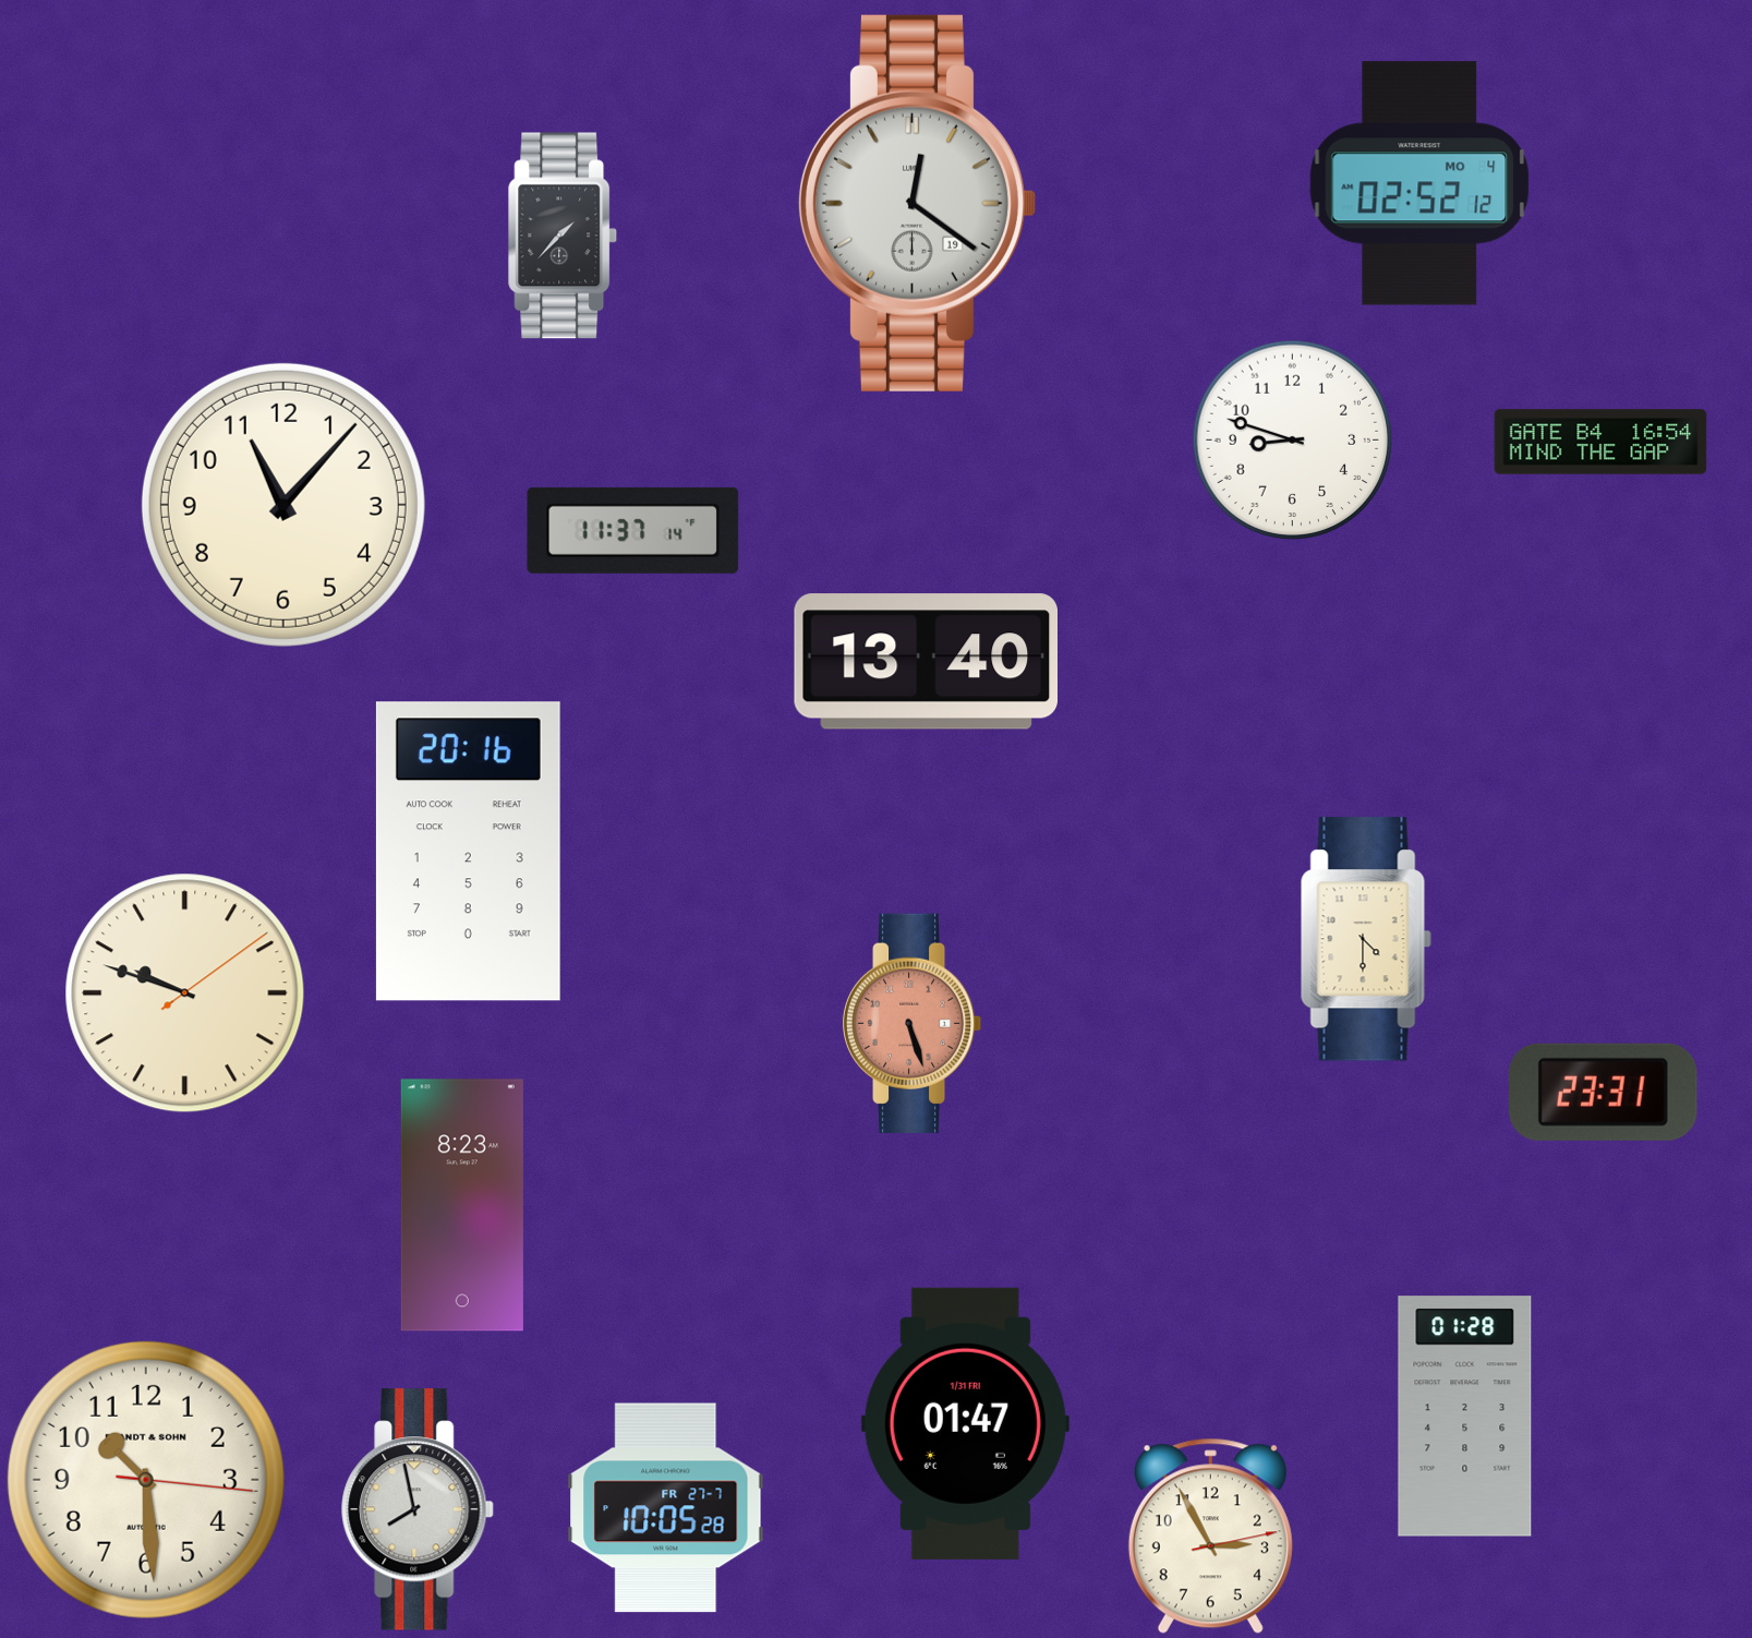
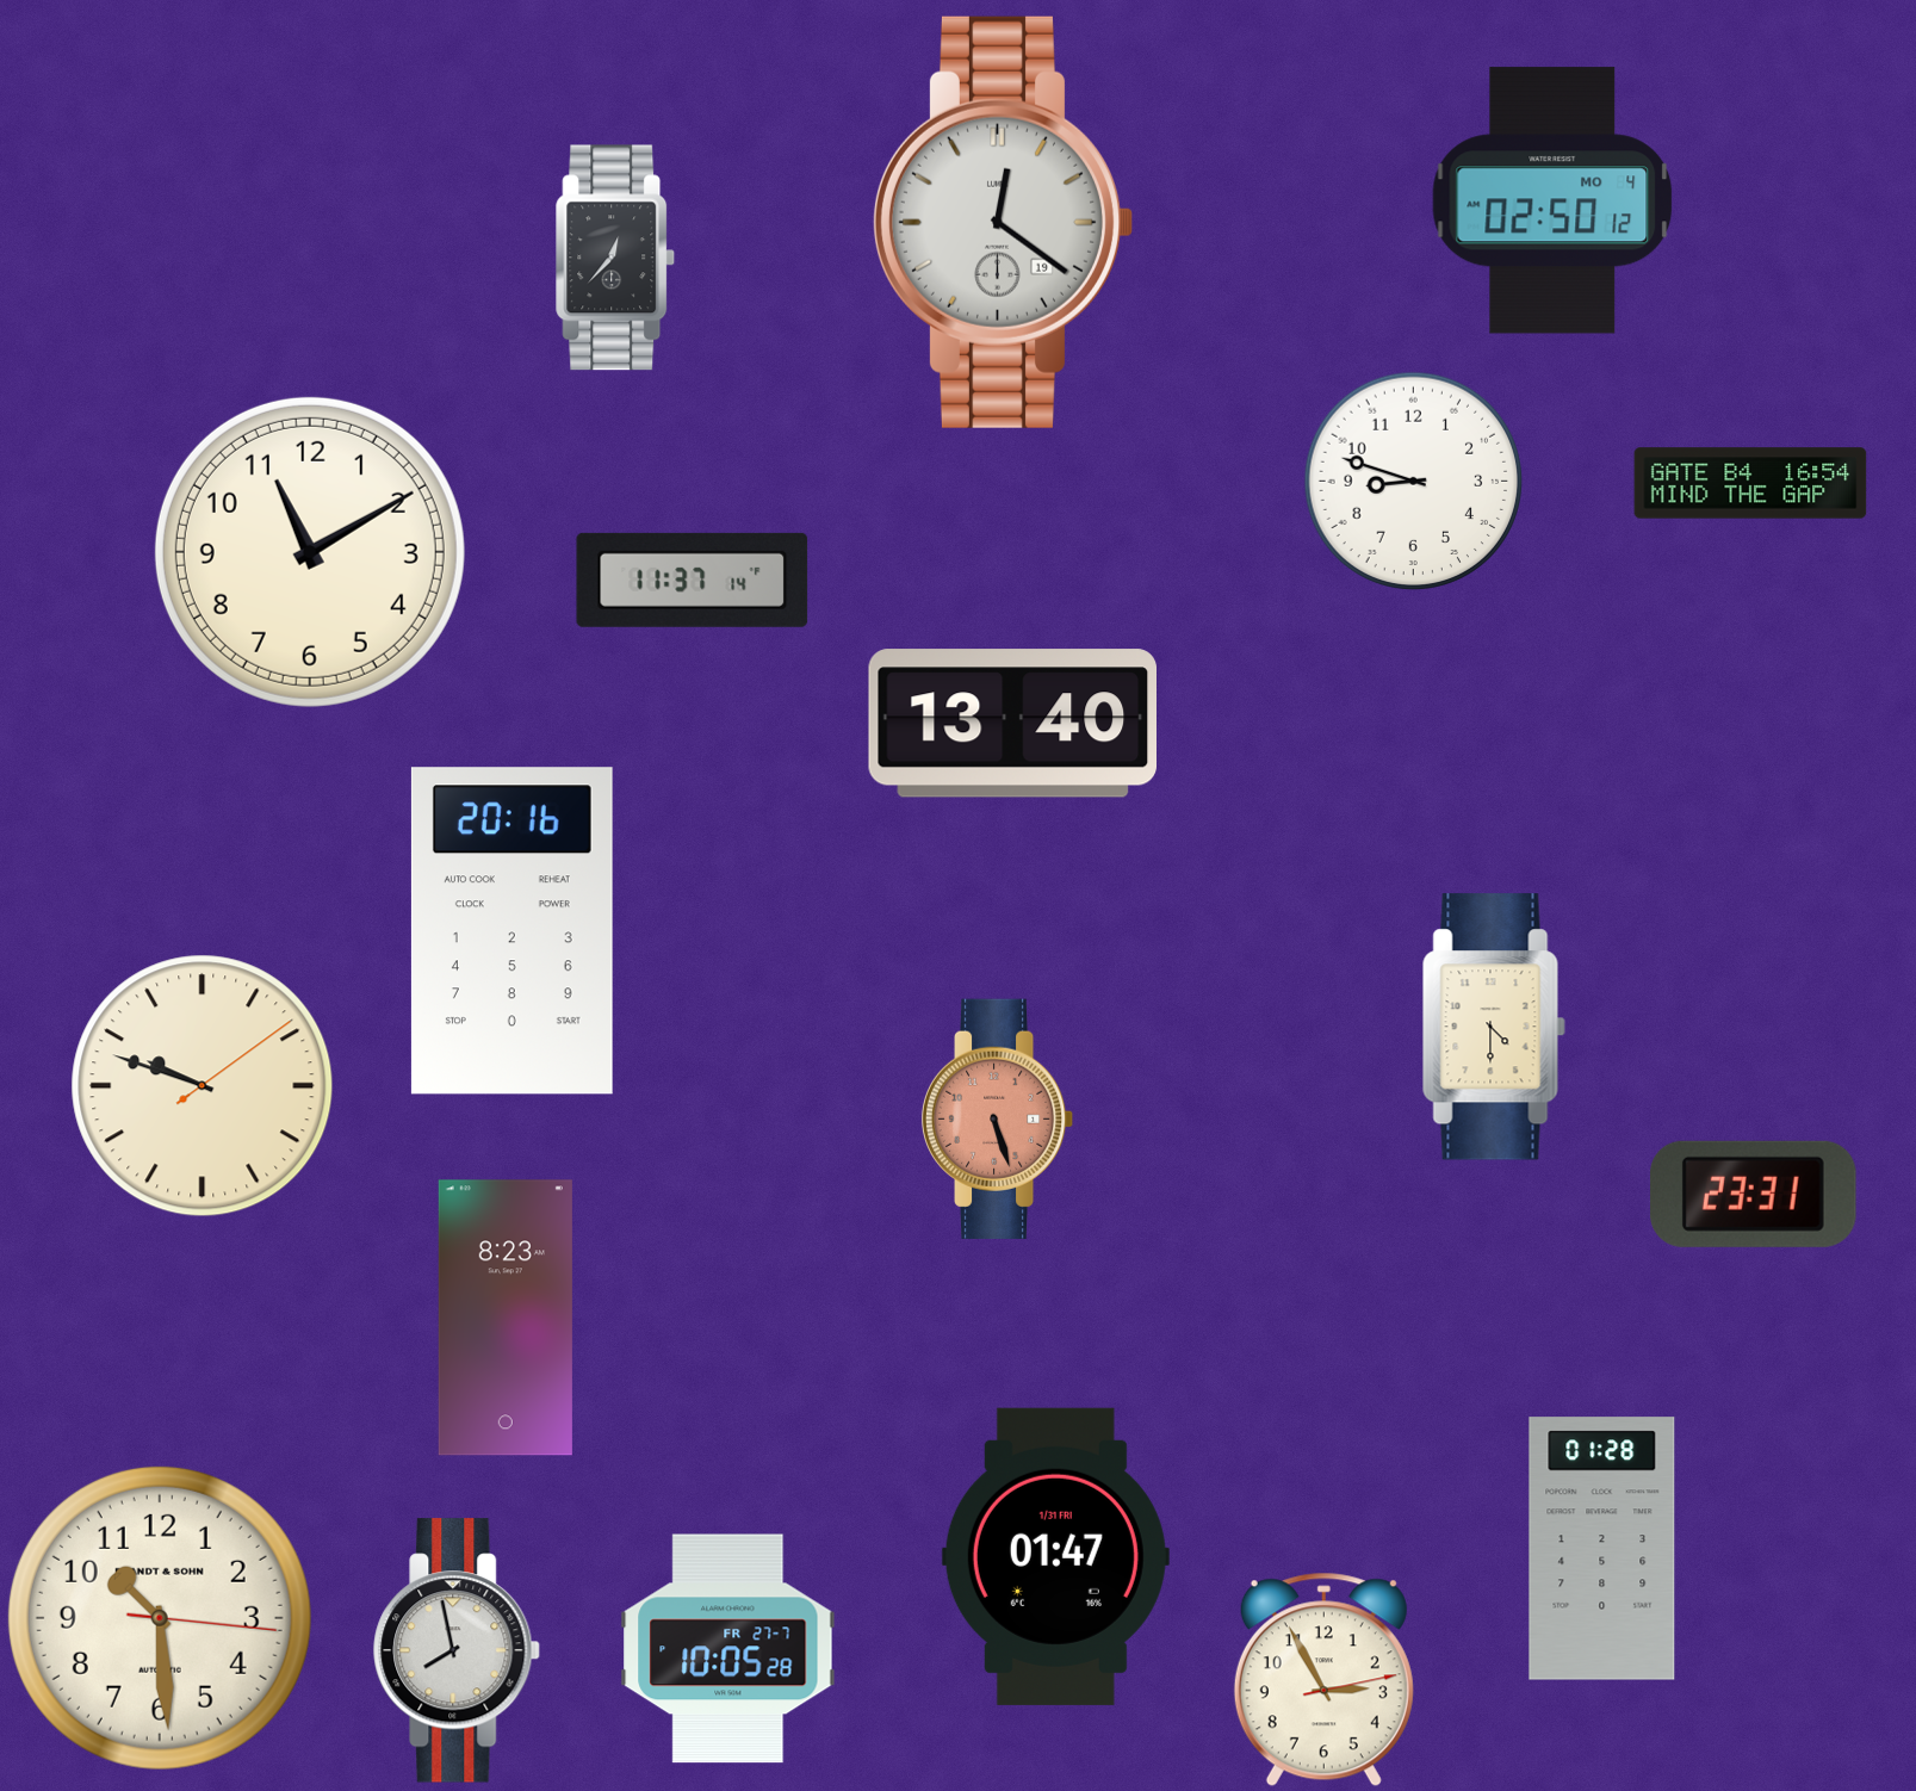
clock at (1419, 183): 02:52 -> 02:50
clock at (563, 236): 1:37 -> 12:37
clock at (283, 505): 11:07 -> 11:10
